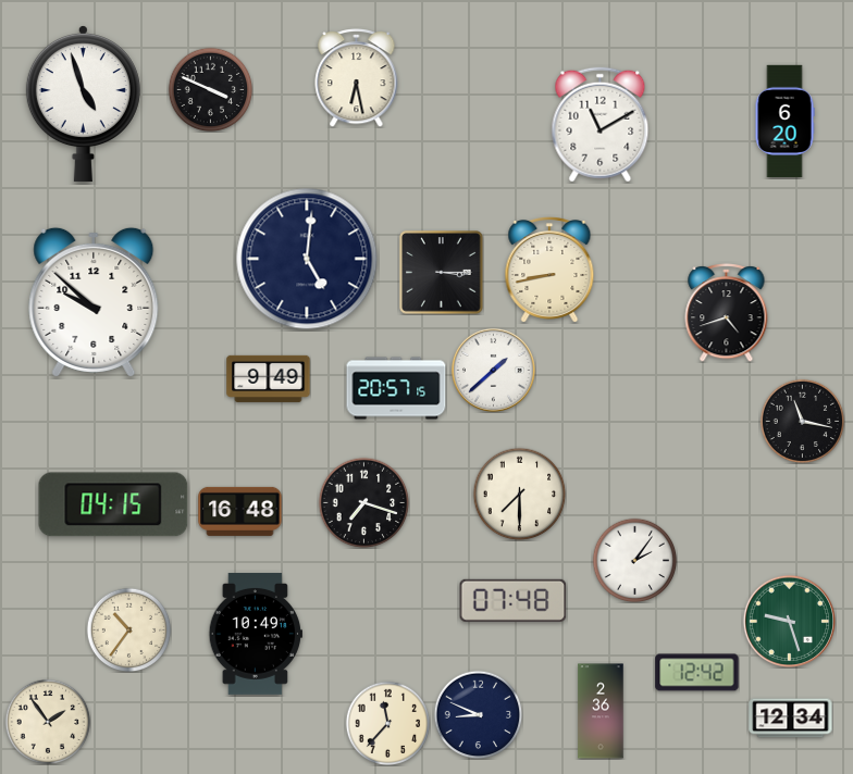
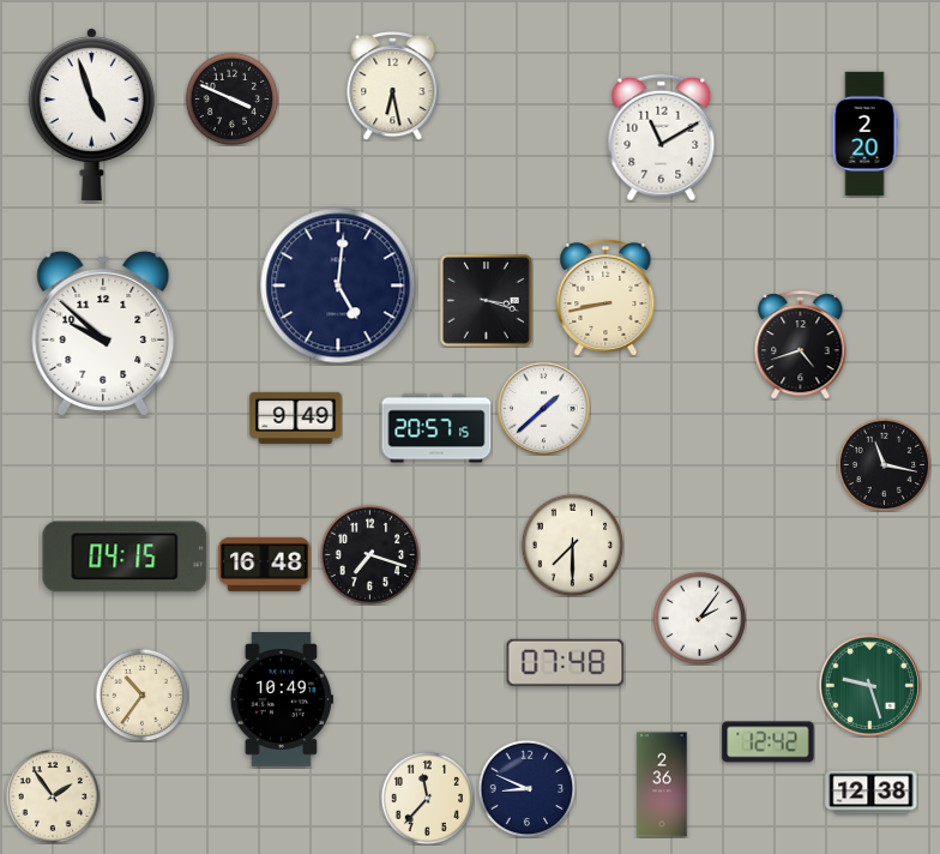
clock at (784, 122): 6:20 -> 2:20
clock at (442, 273): 3:15 -> 3:18
clock at (363, 502) position: (363, 502) -> (369, 554)
clock at (791, 719): 12:34 -> 12:38
